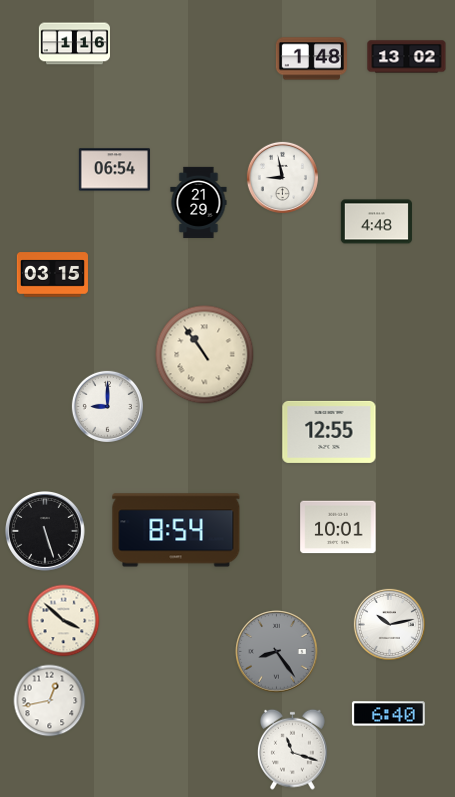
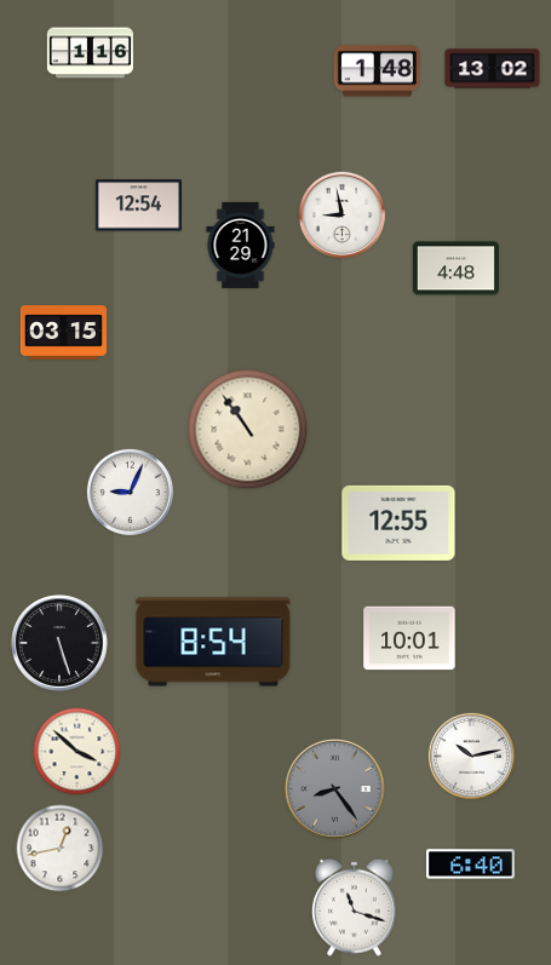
clock at (114, 170): 06:54 -> 12:54
clock at (107, 406): 9:00 -> 9:04
clock at (46, 532) position: (46, 532) -> (61, 644)
